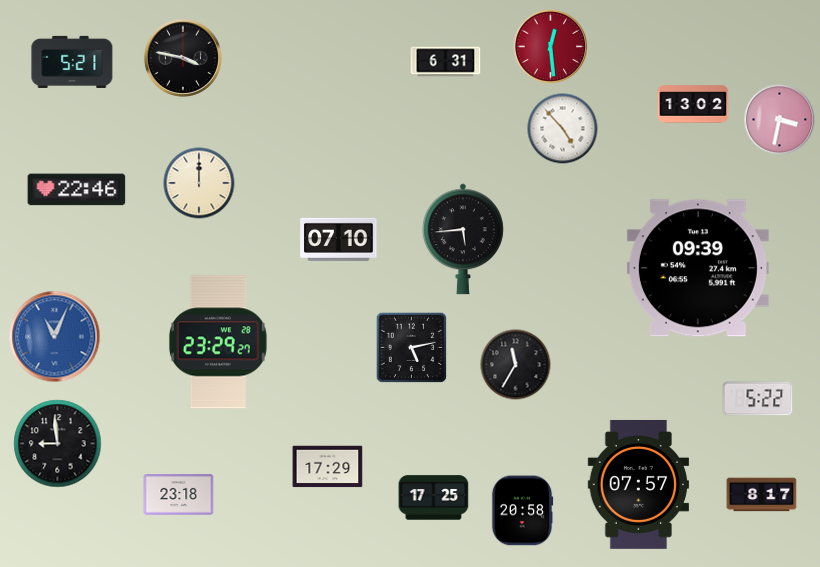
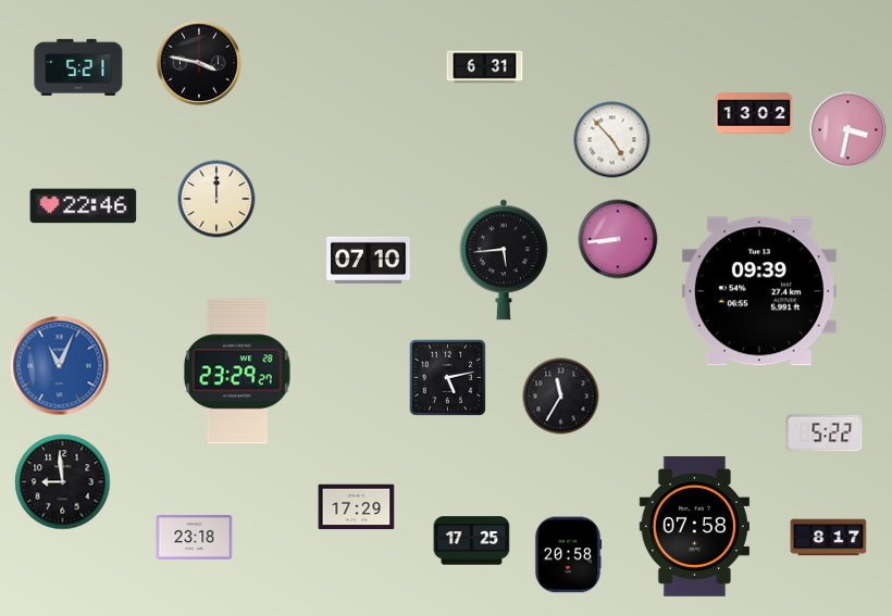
clock at (551, 47): 12:29 -> none
clock at (618, 239): none -> 8:44
clock at (638, 484): 07:57 -> 07:58
